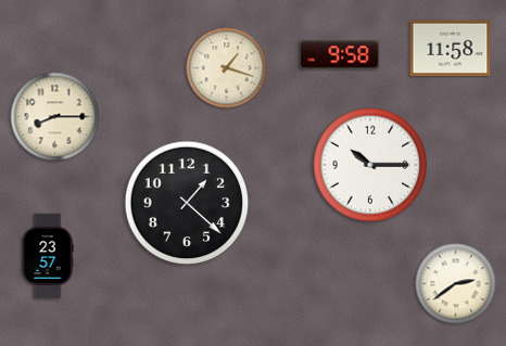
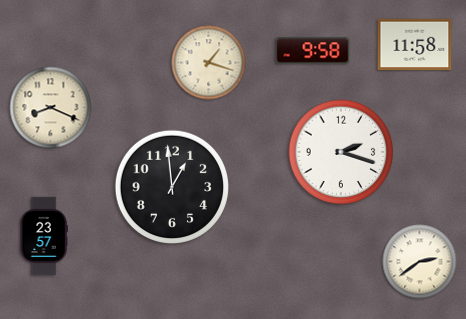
clock at (55, 117): 8:15 -> 8:19
clock at (370, 165): 10:15 -> 2:18
clock at (187, 203): 1:22 -> 12:59
